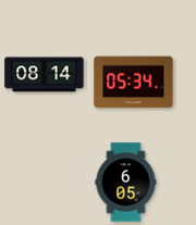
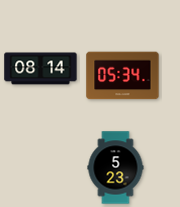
clock at (126, 183): 6:05 -> 5:23
